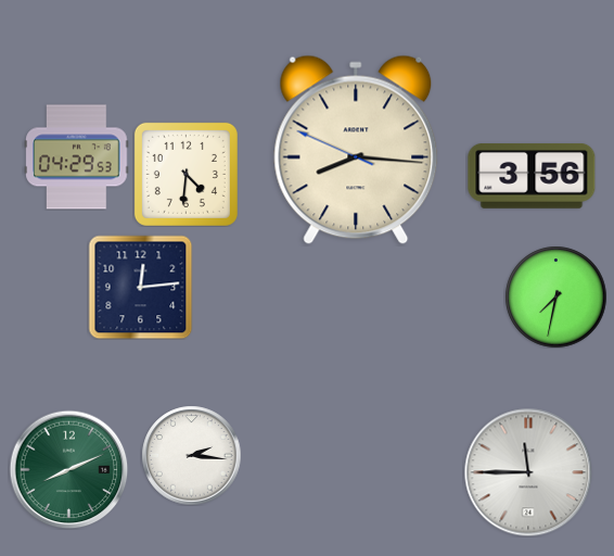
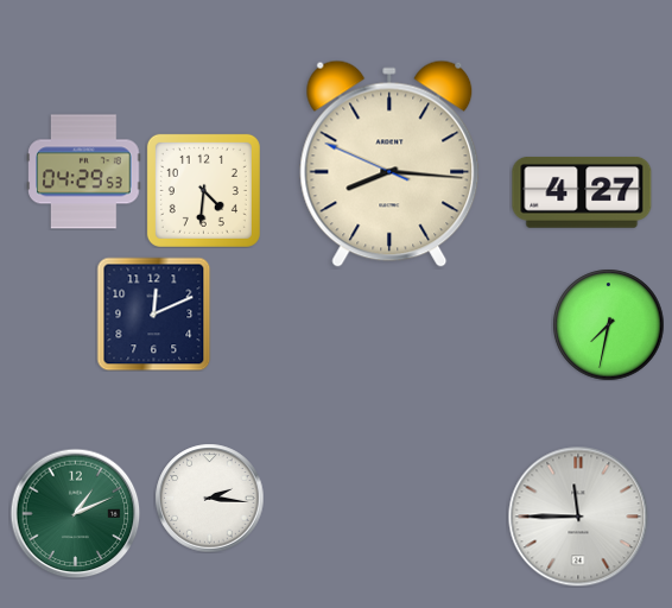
clock at (532, 177): 3:56 -> 4:27
clock at (140, 287): 12:14 -> 12:11
clock at (68, 469): 8:11 -> 1:11
